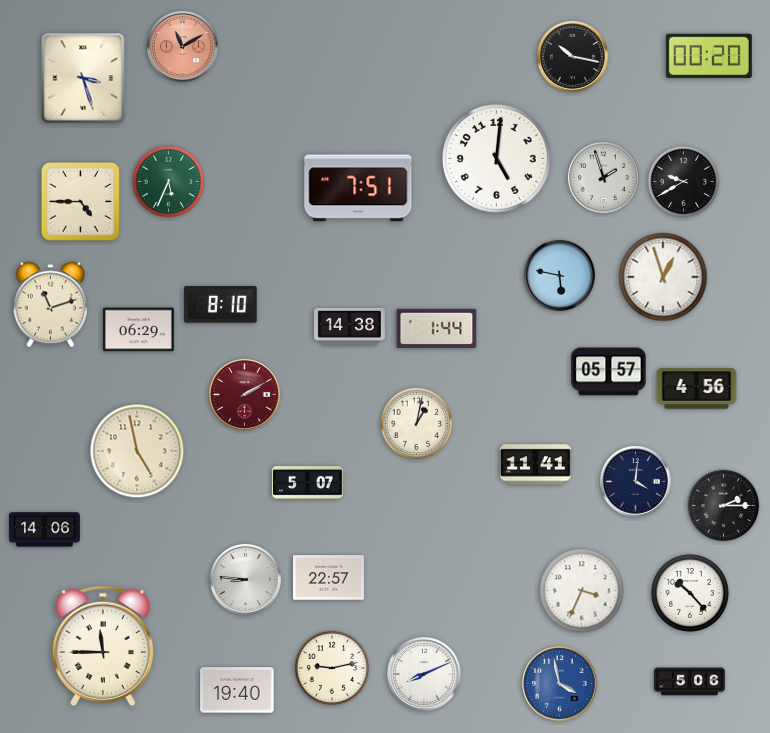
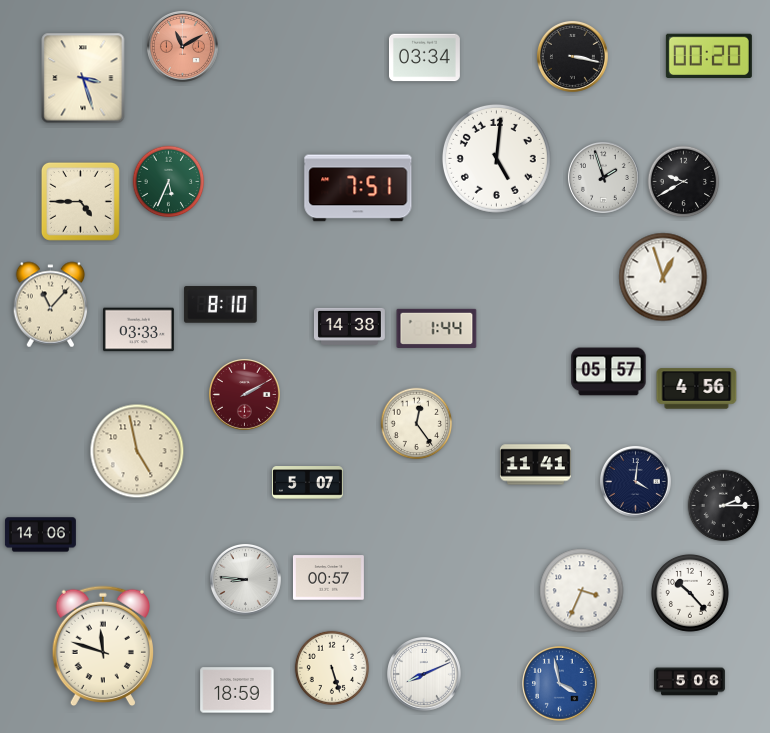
clock at (572, 56): 10:17 -> 3:17
clock at (424, 58): none -> 03:34
clock at (559, 275): 5:47 -> none
clock at (51, 305): 11:12 -> 11:07
clock at (138, 330): 06:29 -> 03:33
clock at (417, 424): 1:02 -> 12:24
clock at (44, 530) position: (44, 530) -> (40, 535)
clock at (328, 578): 22:57 -> 00:57
clock at (103, 646): 11:45 -> 11:48
clock at (331, 667): 9:13 -> 5:27
clock at (237, 690): 19:40 -> 18:59
